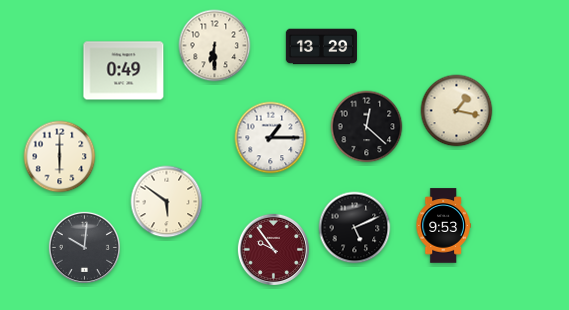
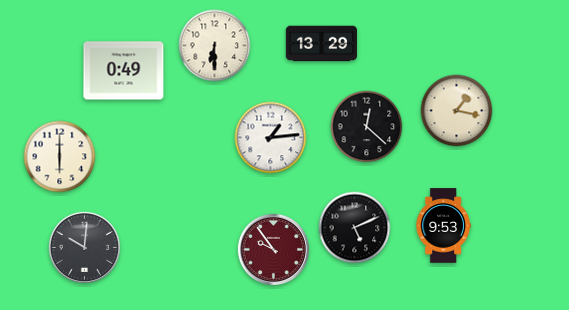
clock at (321, 47) position: (321, 47) -> (321, 44)
clock at (271, 138): 1:15 -> 1:14
clock at (167, 202): 5:51 -> none
